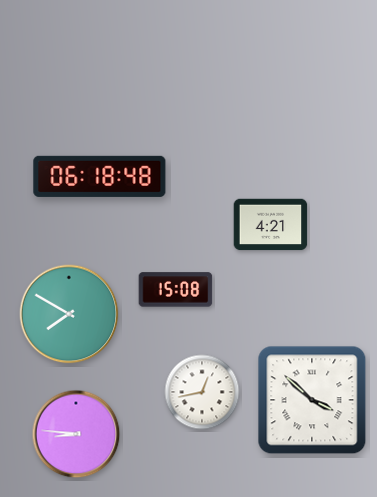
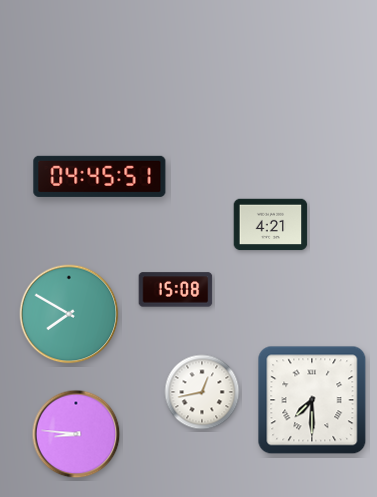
clock at (100, 176): 06:18 -> 04:45
clock at (312, 400): 3:52 -> 7:30
